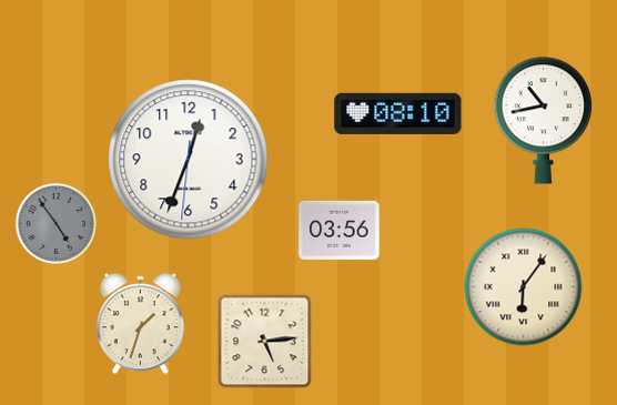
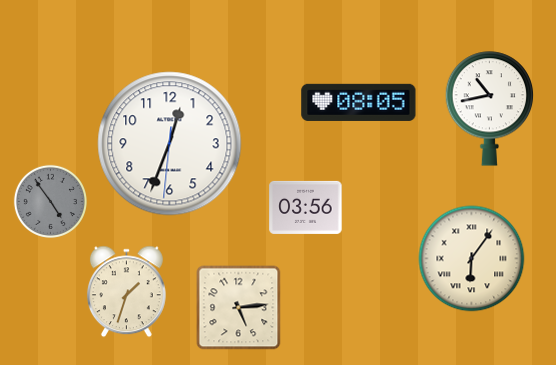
clock at (398, 113): 08:10 -> 08:05
